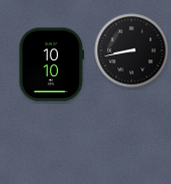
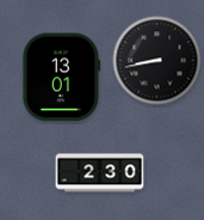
clock at (52, 65): 10:10 -> 13:01
clock at (100, 173): none -> 2:30
